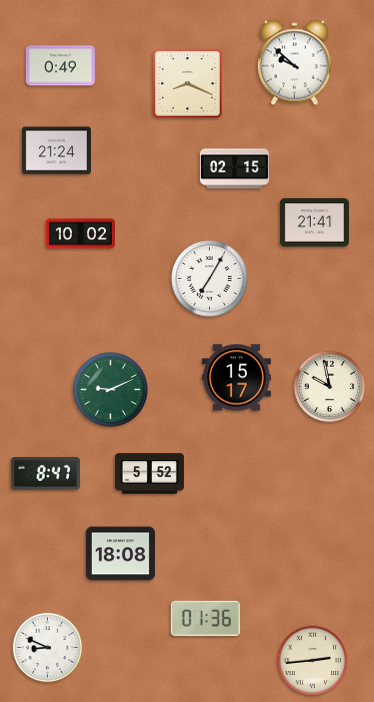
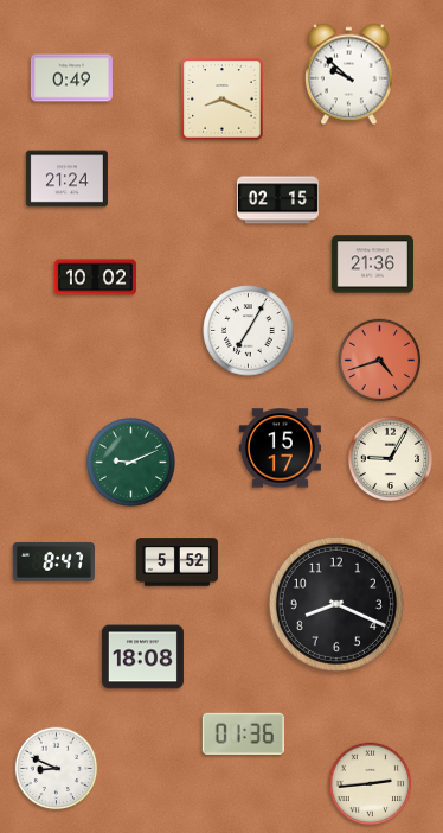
clock at (314, 223): 21:41 -> 21:36
clock at (380, 361): none -> 4:42
clock at (329, 386): 9:58 -> 9:05
clock at (336, 604): none -> 8:19
